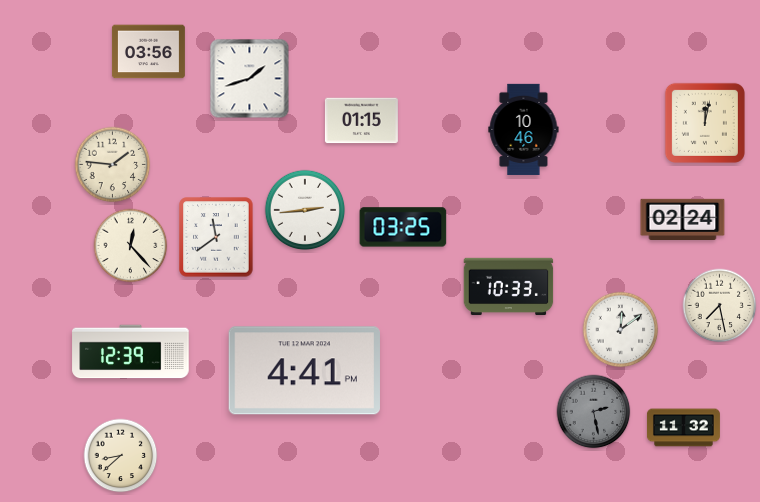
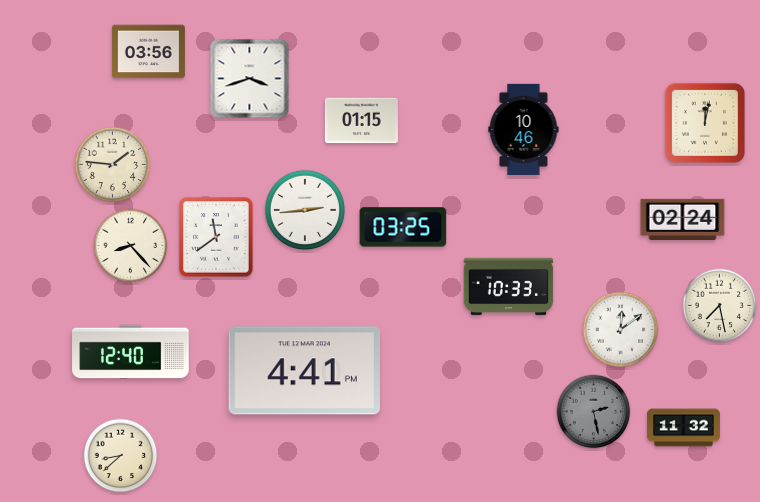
clock at (250, 79): 1:42 -> 3:42
clock at (131, 246): 12:23 -> 8:23
clock at (131, 352): 12:39 -> 12:40
